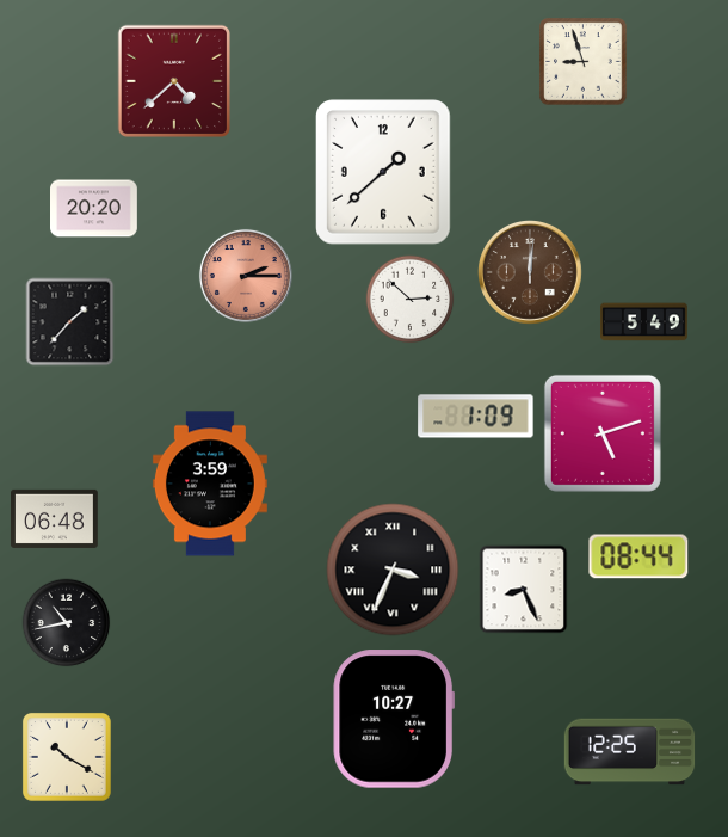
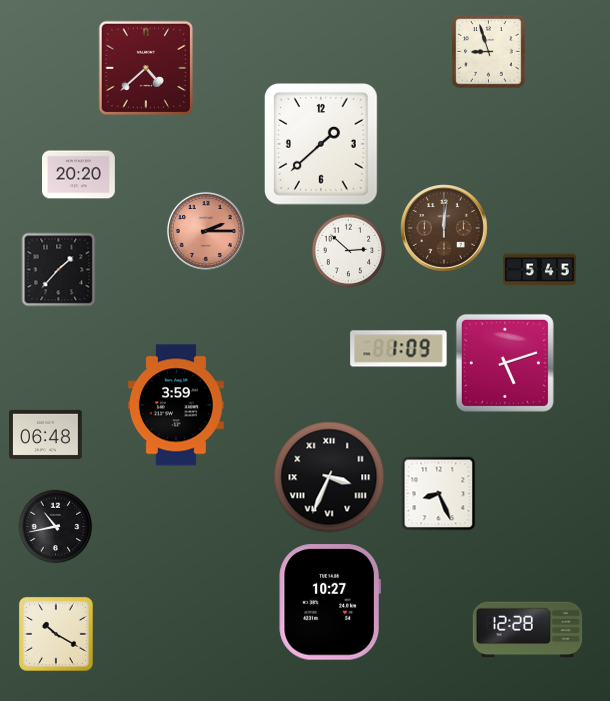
clock at (411, 300) position: (411, 300) -> (349, 251)
clock at (644, 322): 5:49 -> 5:45
clock at (638, 556): 08:44 -> none
clock at (67, 623) position: (67, 623) -> (56, 527)
clock at (630, 752): 12:25 -> 12:28
